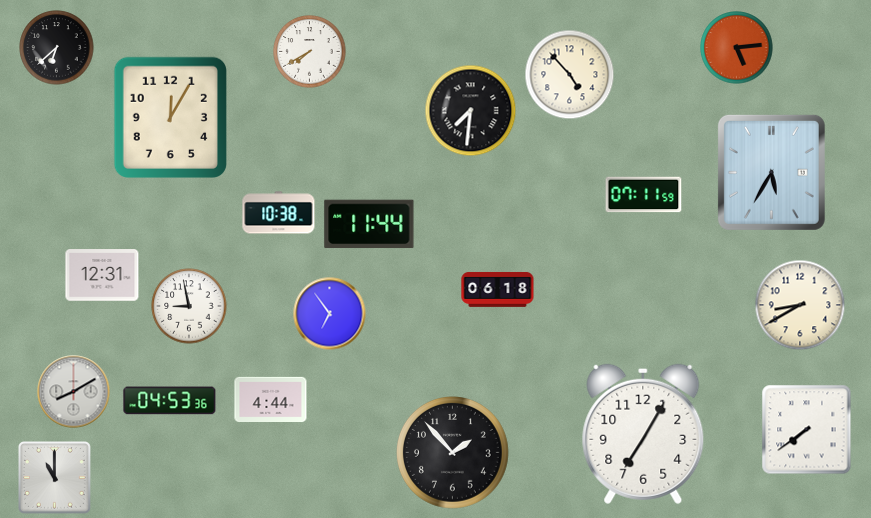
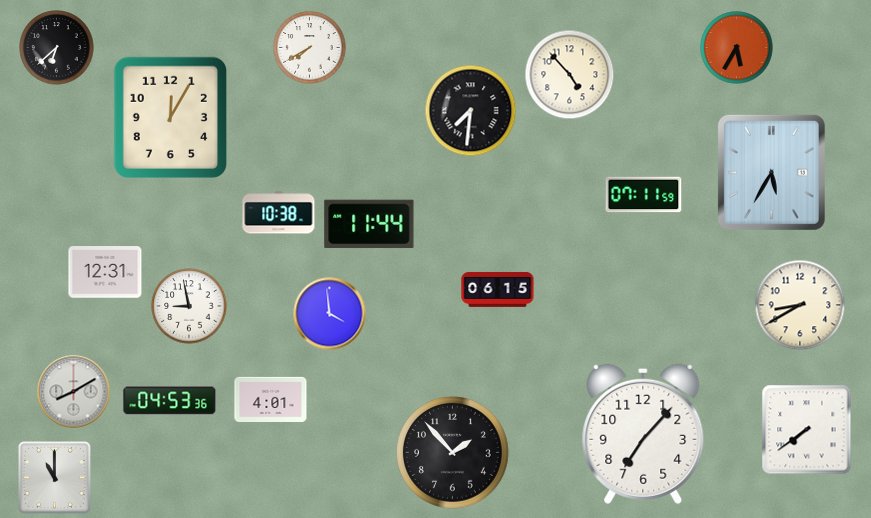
clock at (737, 48): 5:14 -> 5:35
clock at (310, 52) position: (310, 52) -> (310, 48)
clock at (102, 275) position: (102, 275) -> (105, 272)
clock at (498, 289): 06:18 -> 06:15
clock at (330, 314): 6:54 -> 3:59
clock at (271, 399): 4:44 -> 4:01
clock at (643, 434): 7:05 -> 7:07
